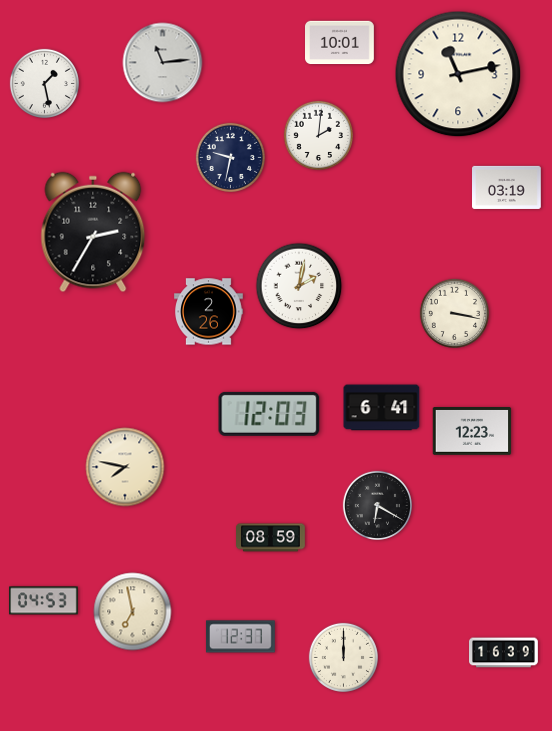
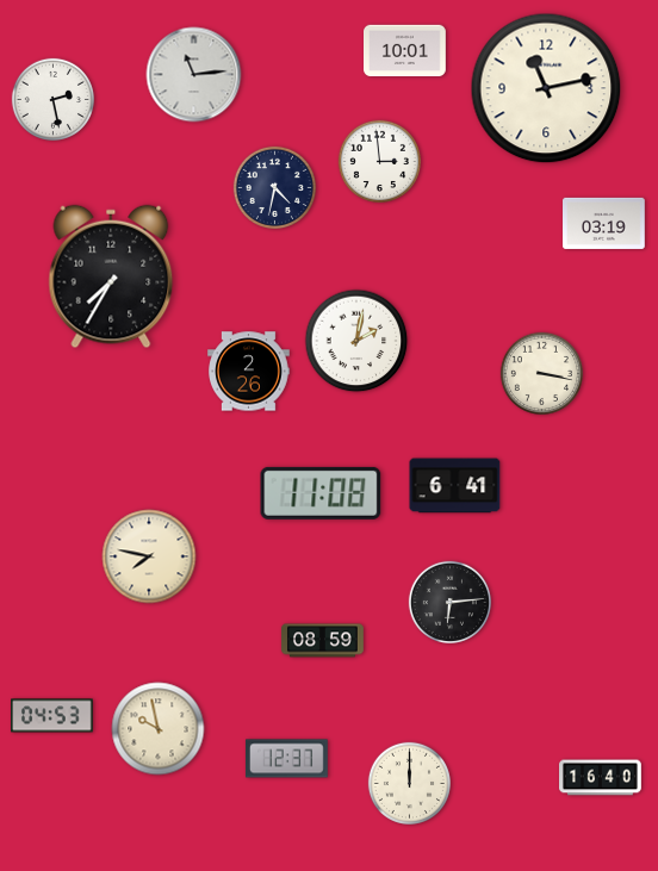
clock at (44, 83): 1:28 -> 2:28
clock at (318, 135): 2:01 -> 2:59
clock at (230, 157): 9:32 -> 4:32
clock at (93, 232): 2:35 -> 7:35
clock at (269, 414): 12:03 -> 11:08
clock at (472, 432): 12:23 -> none
clock at (377, 505): 6:20 -> 6:14
clock at (133, 612): 6:58 -> 9:58
clock at (504, 653): 16:39 -> 16:40
